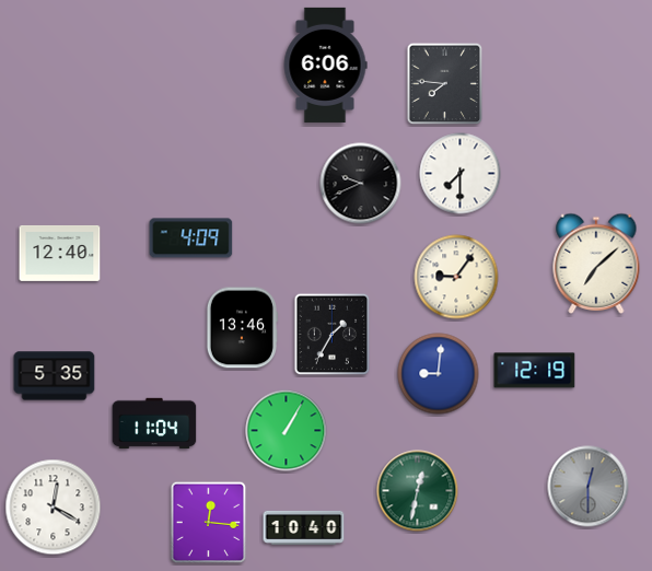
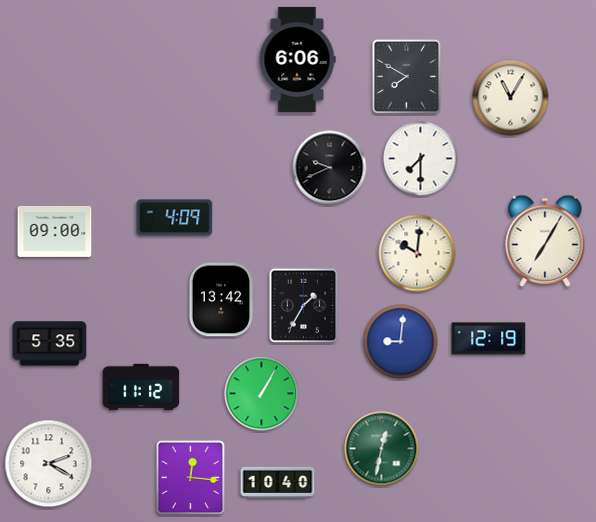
clock at (445, 84): 7:46 -> 7:50
clock at (511, 98): none -> 11:05
clock at (60, 253): 12:40 -> 09:00
clock at (596, 264): 7:08 -> 7:05
clock at (456, 277): 9:06 -> 10:01
clock at (241, 328): 13:46 -> 13:42
clock at (154, 423): 11:04 -> 11:12
clock at (589, 487): 12:30 -> none
clock at (54, 508): 12:20 -> 2:20
